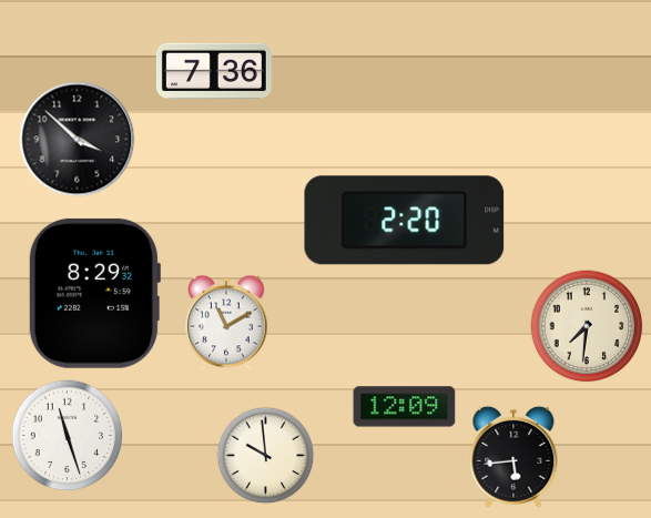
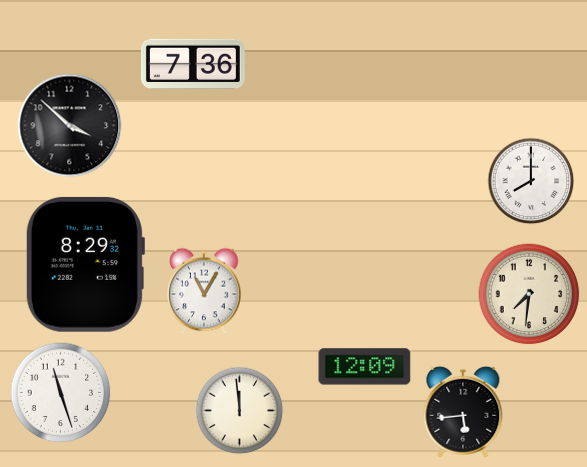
clock at (531, 181): none -> 8:00
clock at (405, 221): 2:20 -> none
clock at (226, 323): 11:10 -> 11:05
clock at (266, 456): 9:59 -> 11:59
